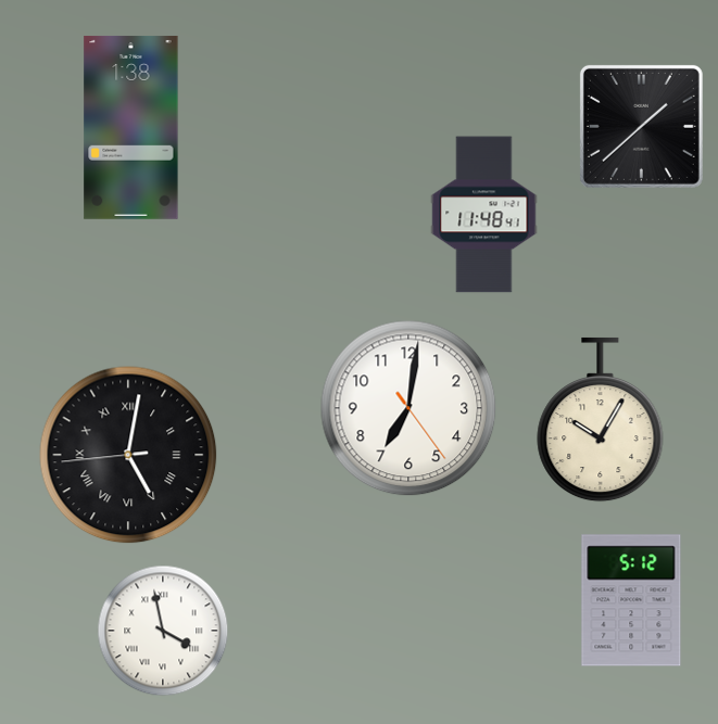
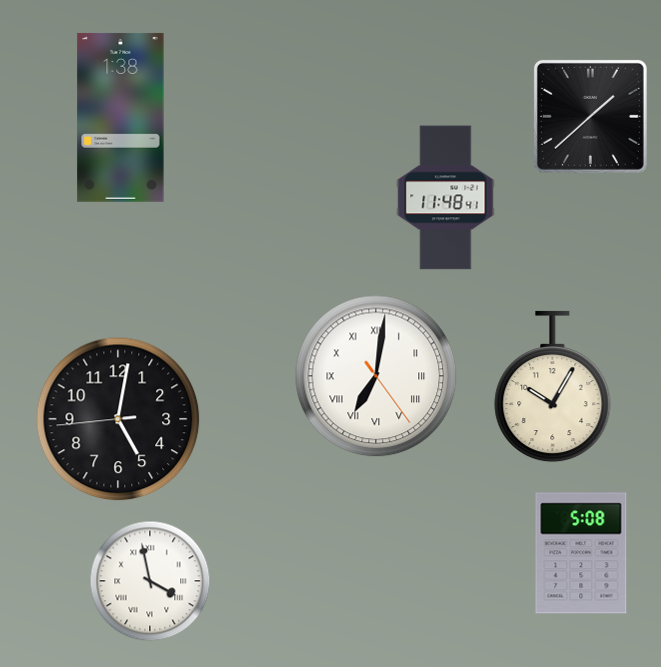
clock at (408, 408) numerals: Arabic -> Roman
clock at (128, 455) numerals: Roman -> Arabic
clock at (631, 600): 5:12 -> 5:08
